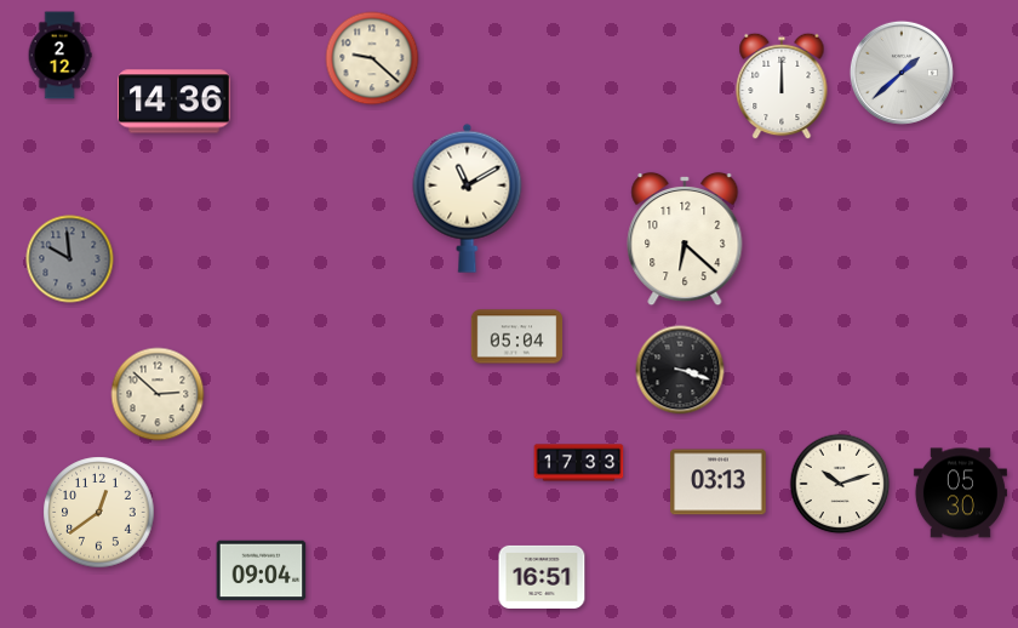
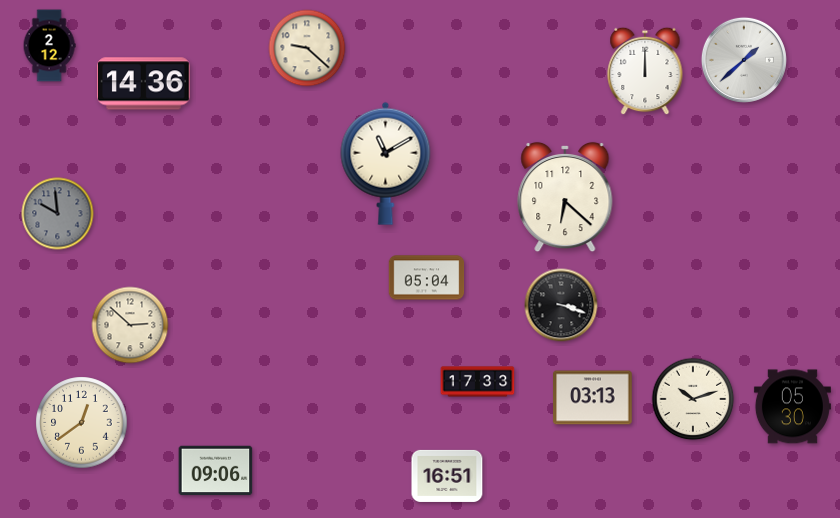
clock at (262, 571): 09:04 -> 09:06
